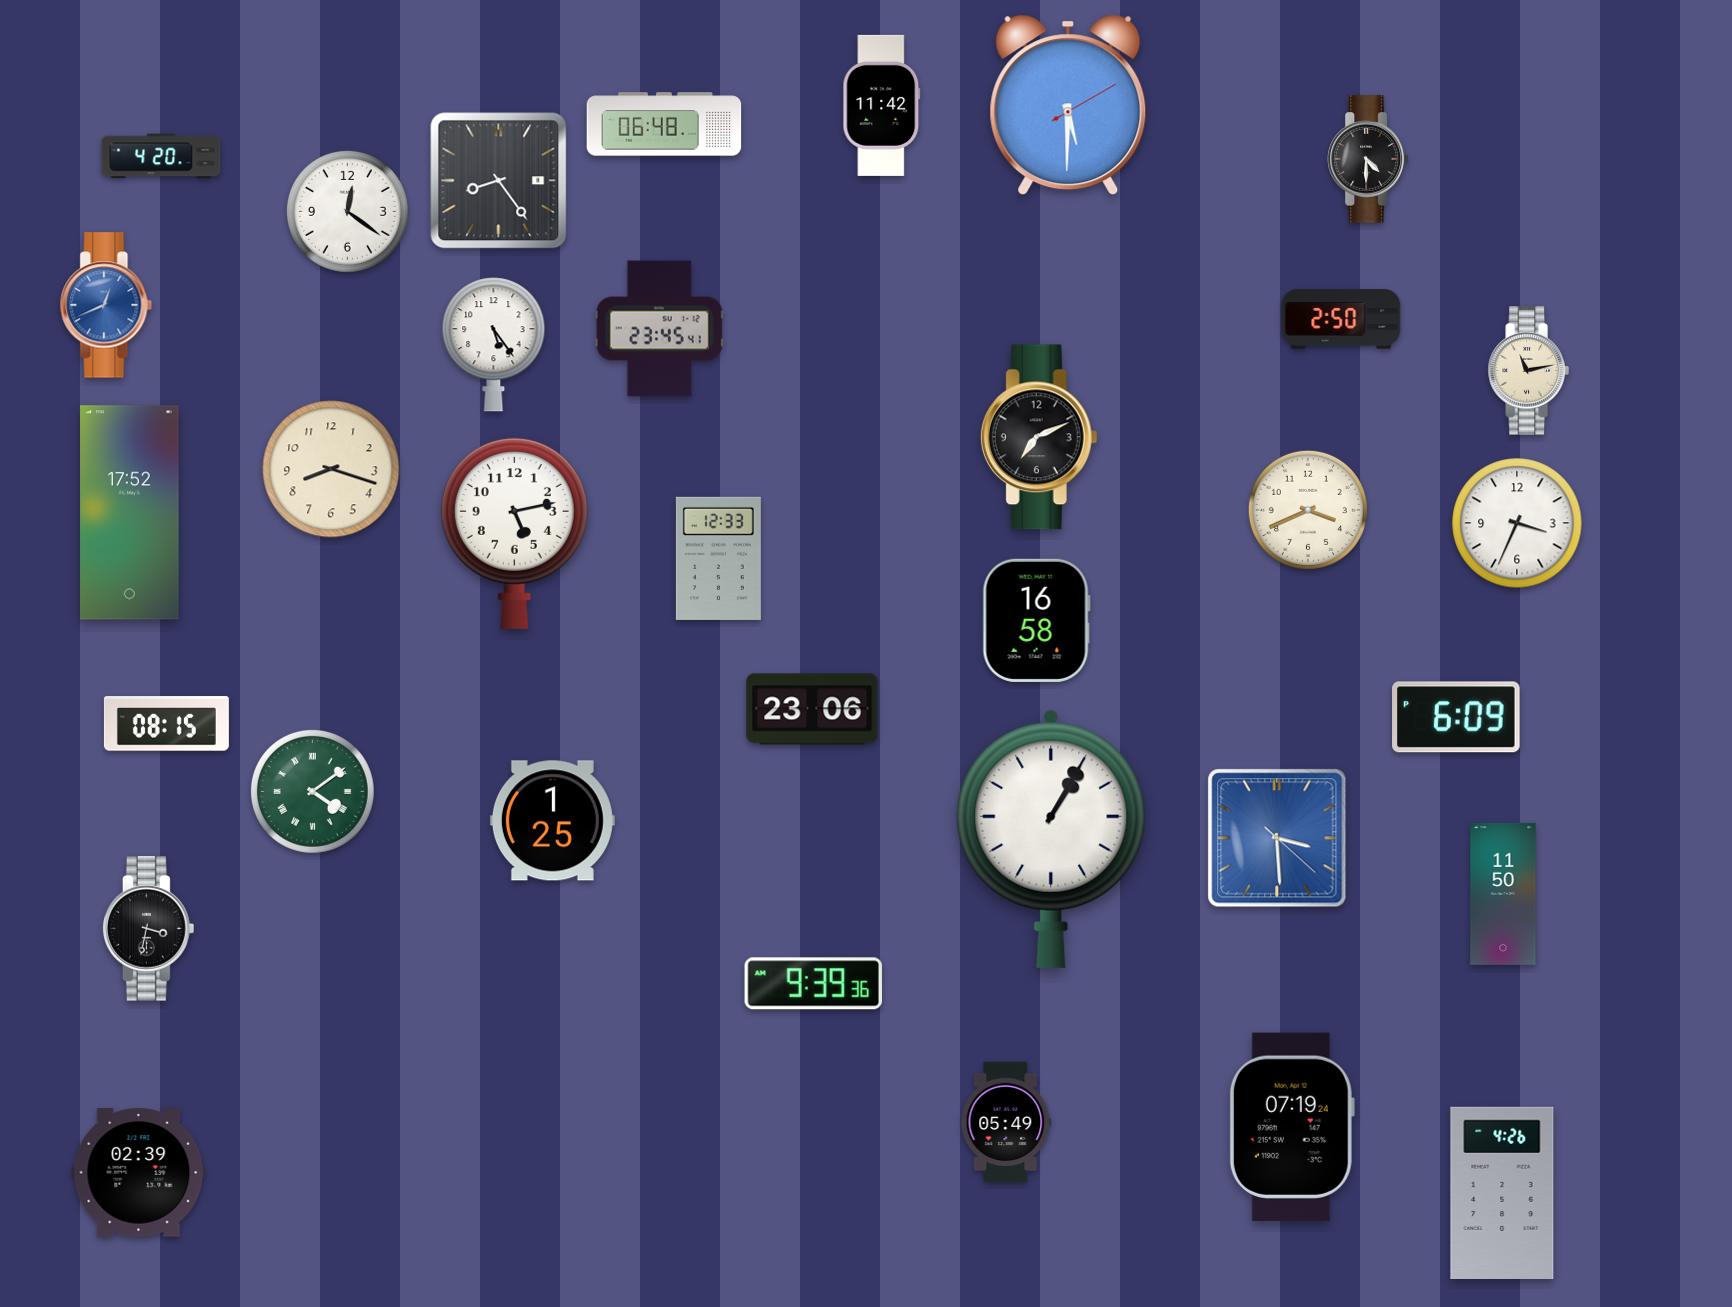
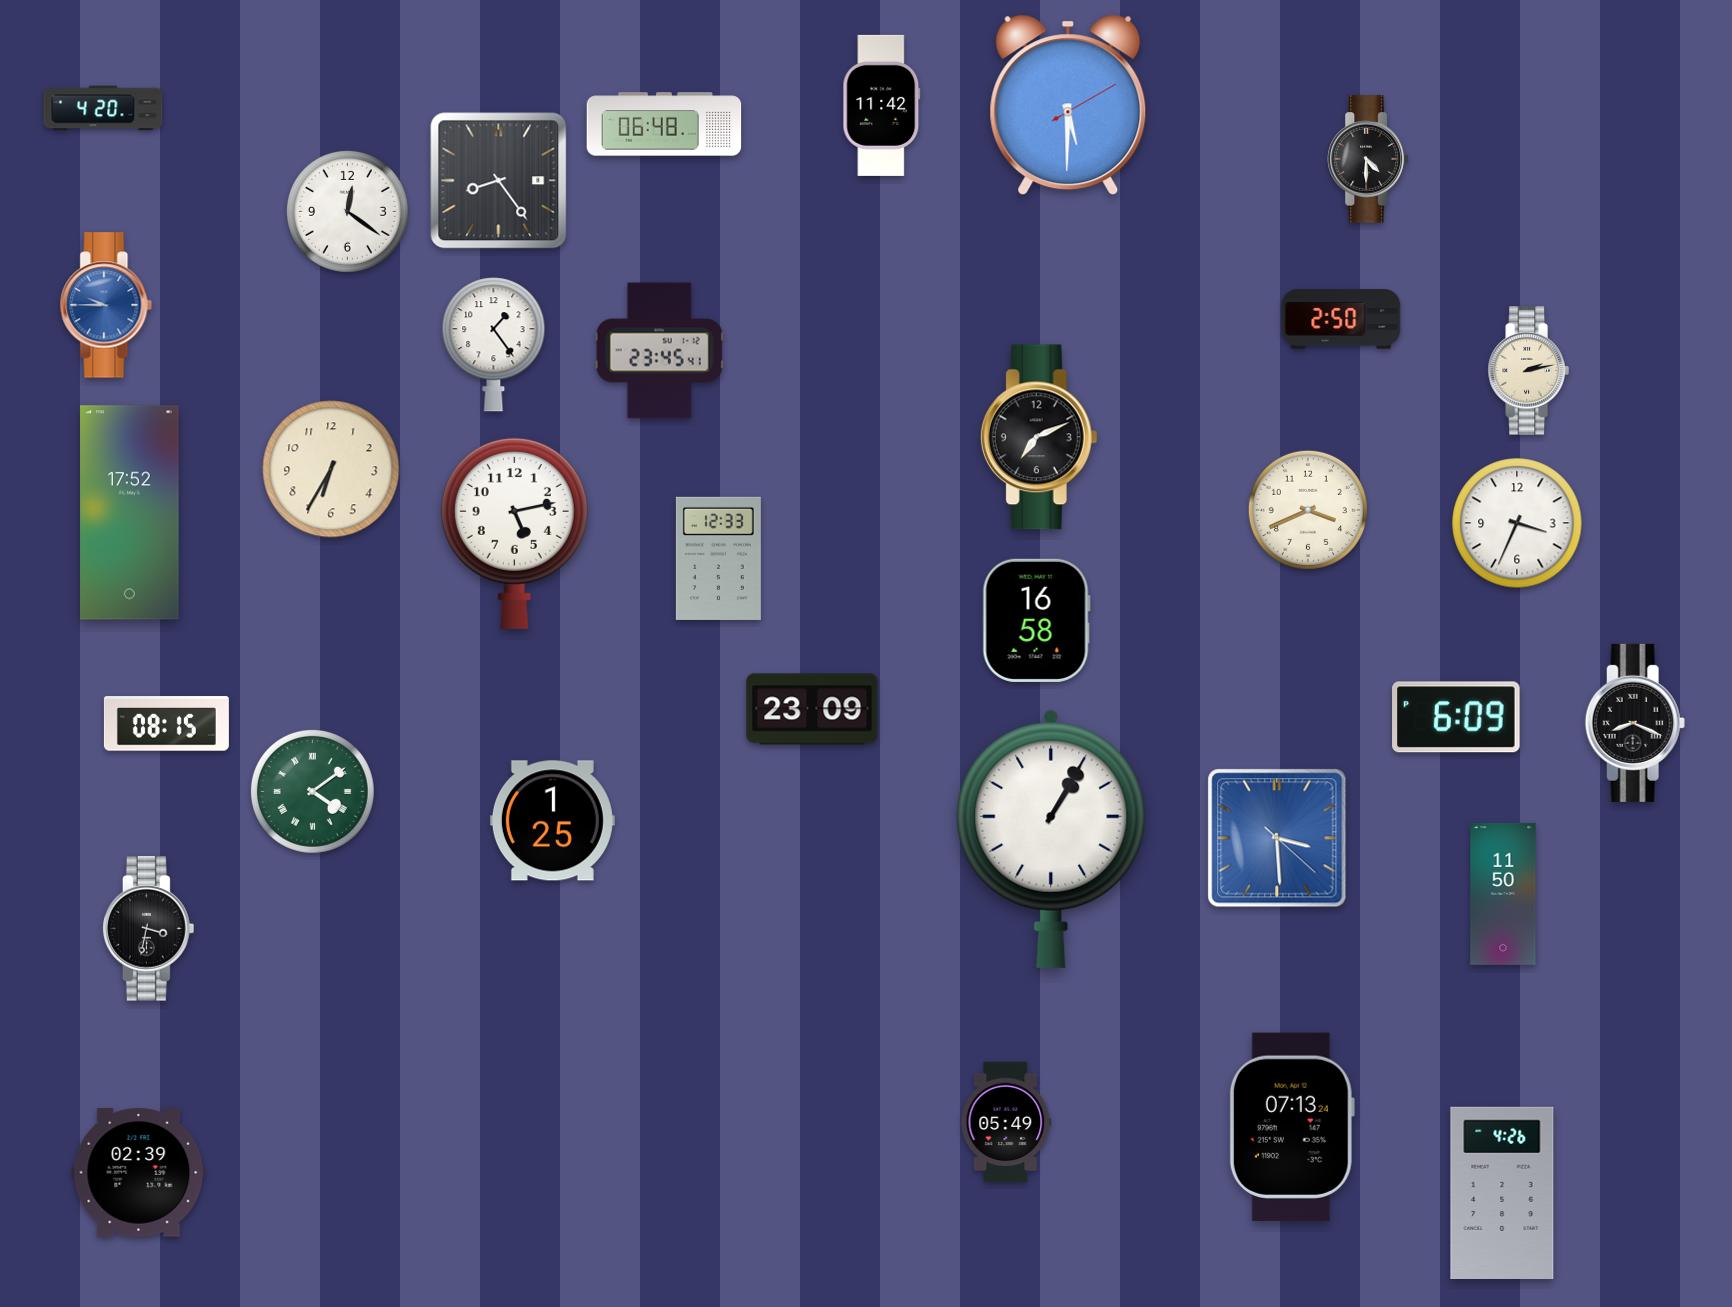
clock at (161, 156) position: (161, 156) -> (103, 108)
clock at (106, 305): 12:41 -> 9:45
clock at (659, 329) position: (659, 329) -> (659, 351)
clock at (494, 345): 5:24 -> 1:24
clock at (1528, 371): 11:13 -> 2:13
clock at (331, 469): 8:18 -> 6:35
clock at (812, 709): 23:06 -> 23:09
clock at (1635, 723): none -> 8:19
clock at (813, 984): 9:39 -> none
clock at (1292, 1127): 07:19 -> 07:13
